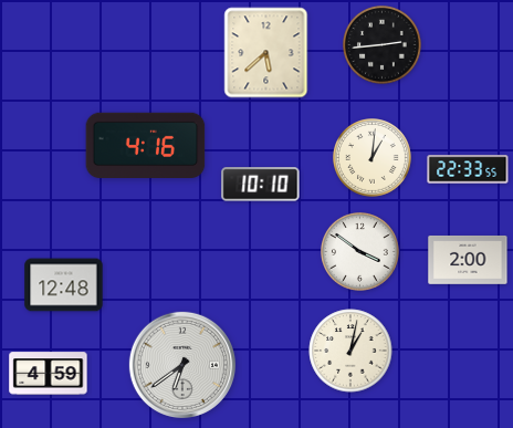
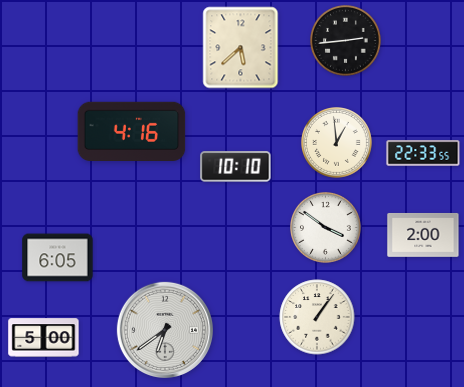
clock at (373, 158): 1:01 -> 12:59
clock at (64, 285): 12:48 -> 6:05
clock at (350, 351): 1:02 -> 1:06
clock at (49, 374): 4:59 -> 5:00
